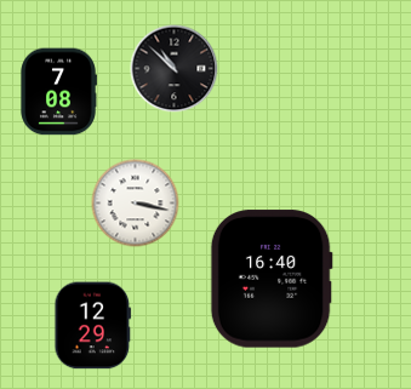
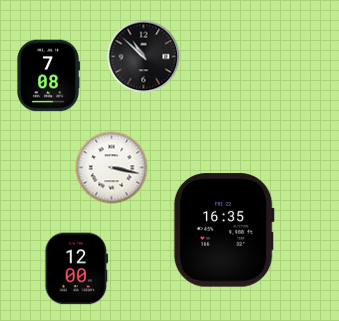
clock at (272, 279): 16:40 -> 16:35
clock at (93, 326): 12:29 -> 12:00
